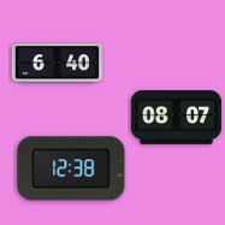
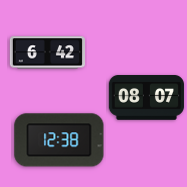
clock at (57, 64): 6:40 -> 6:42
